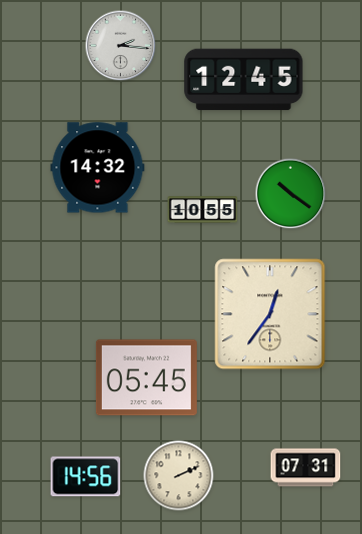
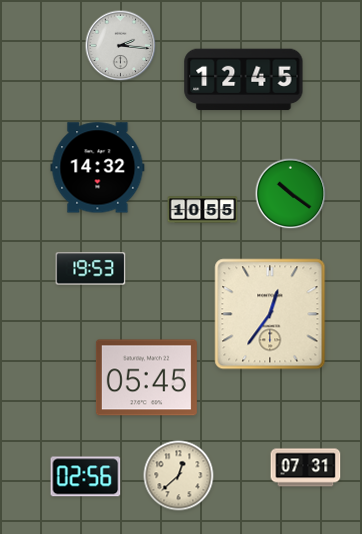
clock at (91, 269): none -> 19:53
clock at (179, 476): 2:11 -> 12:38
clock at (86, 477): 14:56 -> 02:56
